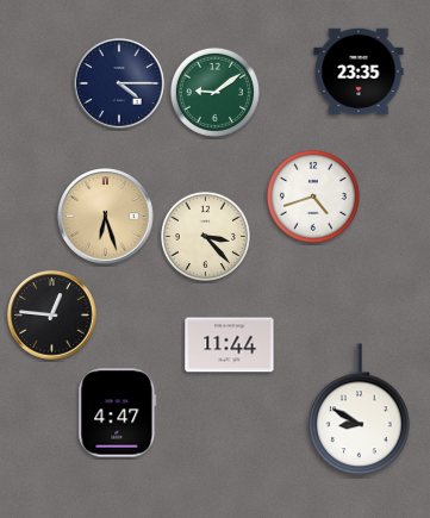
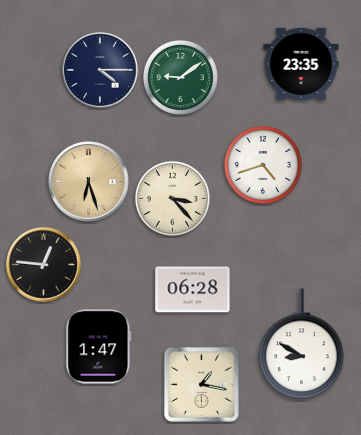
clock at (359, 71) position: (359, 71) -> (301, 64)
clock at (230, 345): 11:44 -> 06:28
clock at (118, 413): 4:47 -> 1:47
clock at (202, 385): none -> 1:17
